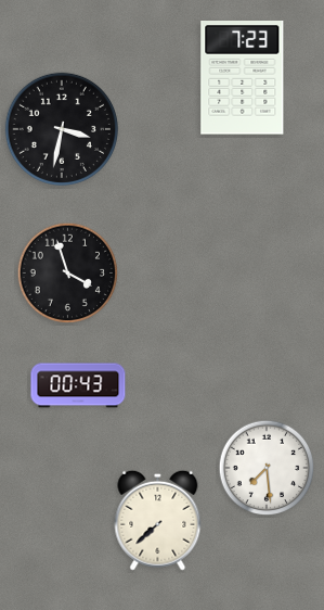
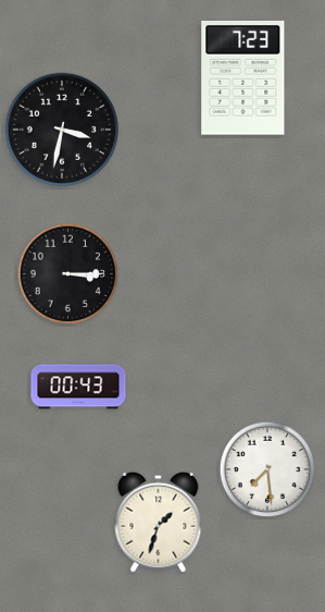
clock at (68, 274): 3:57 -> 3:15
clock at (158, 520): 7:38 -> 1:33
